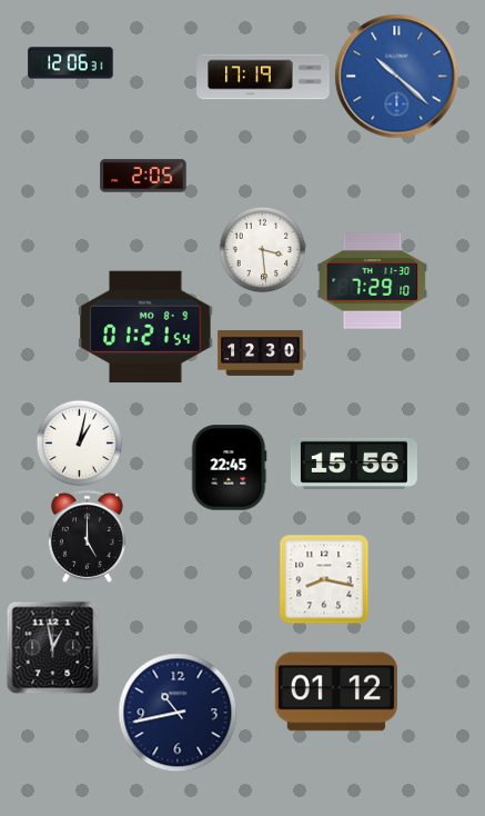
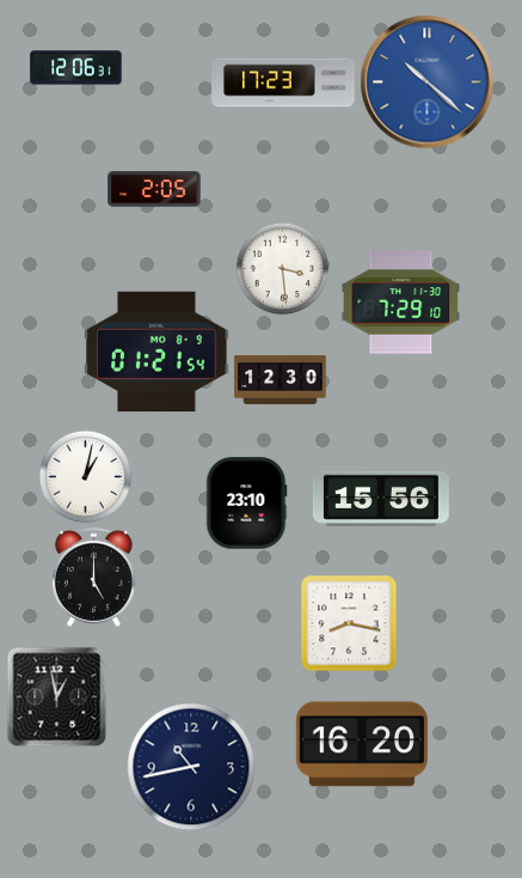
clock at (263, 77): 17:19 -> 17:23
clock at (229, 468): 22:45 -> 23:10
clock at (336, 691): 01:12 -> 16:20
